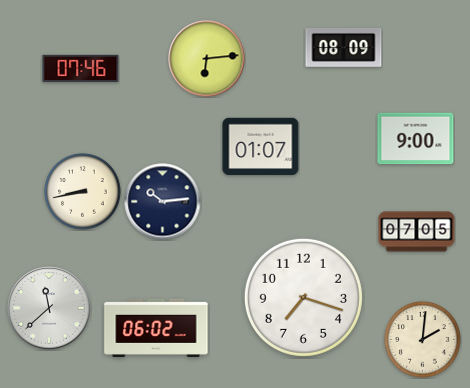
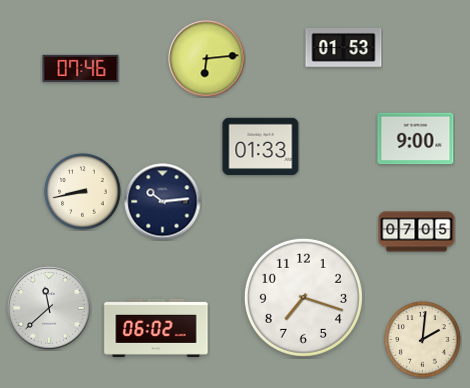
clock at (344, 47): 08:09 -> 01:53
clock at (261, 147): 01:07 -> 01:33
